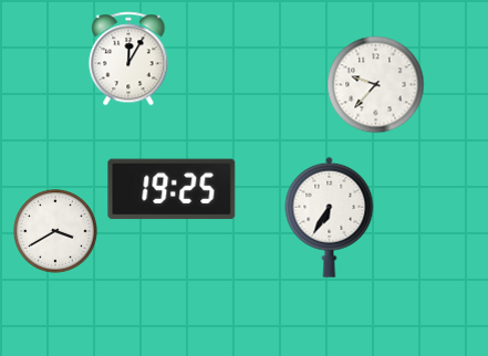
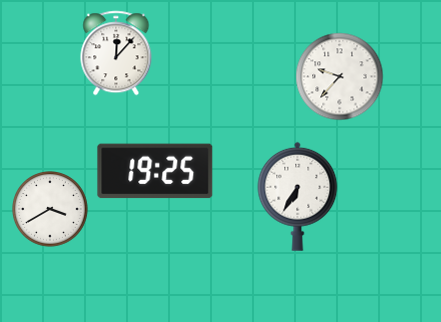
clock at (128, 59): 12:05 -> 12:07
